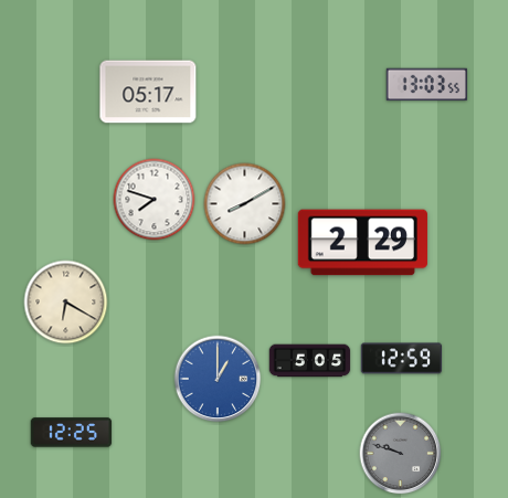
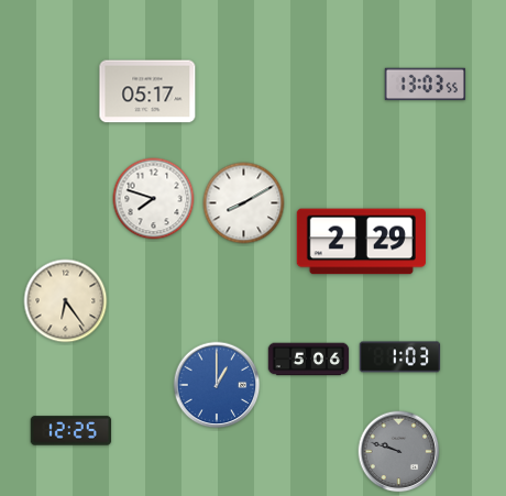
clock at (66, 303): 6:20 -> 6:24
clock at (402, 359): 12:59 -> 1:03
clock at (310, 361): 5:05 -> 5:06
clock at (218, 379) position: (218, 379) -> (217, 385)
